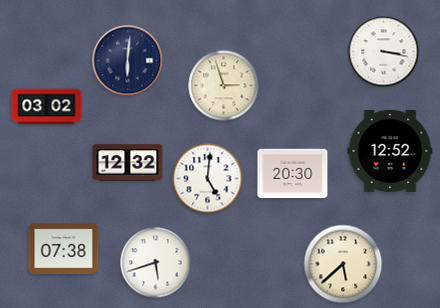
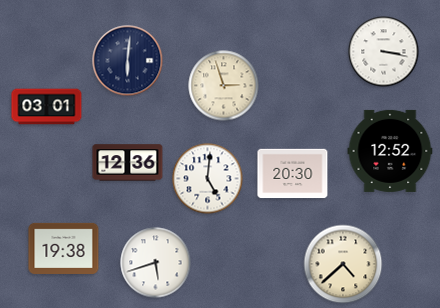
clock at (47, 107): 03:02 -> 03:01
clock at (128, 163): 12:32 -> 12:36
clock at (64, 248): 07:38 -> 19:38
clock at (343, 264): 5:38 -> 4:38
